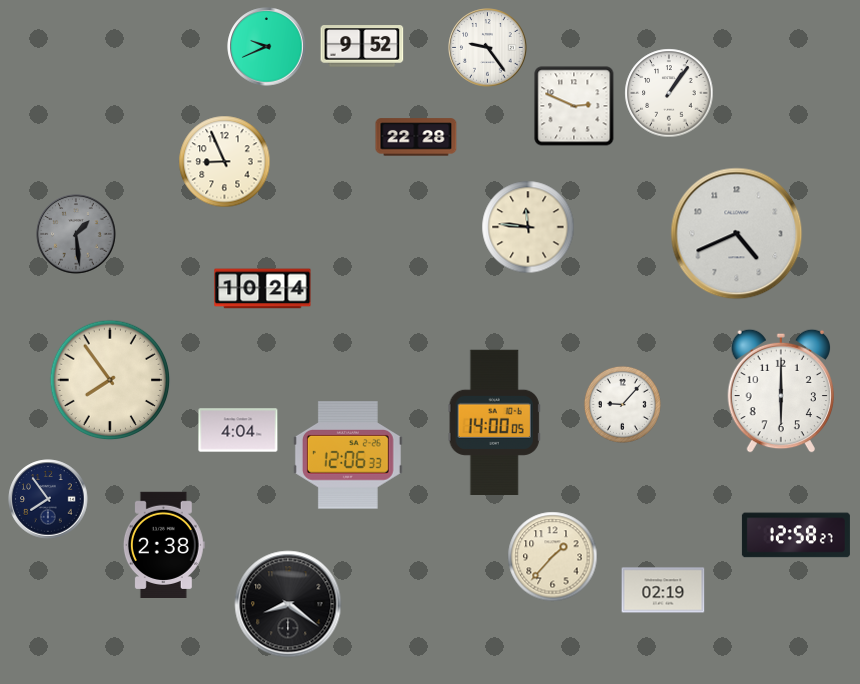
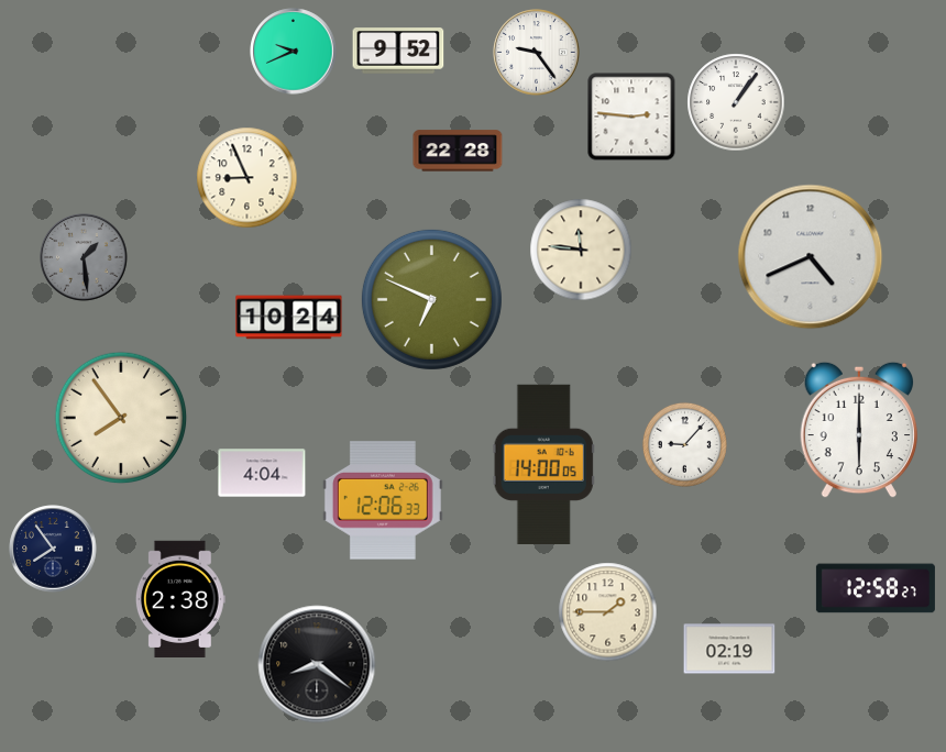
clock at (574, 106): 2:49 -> 2:46
clock at (431, 299): none -> 6:49
clock at (553, 557): 1:37 -> 1:45
